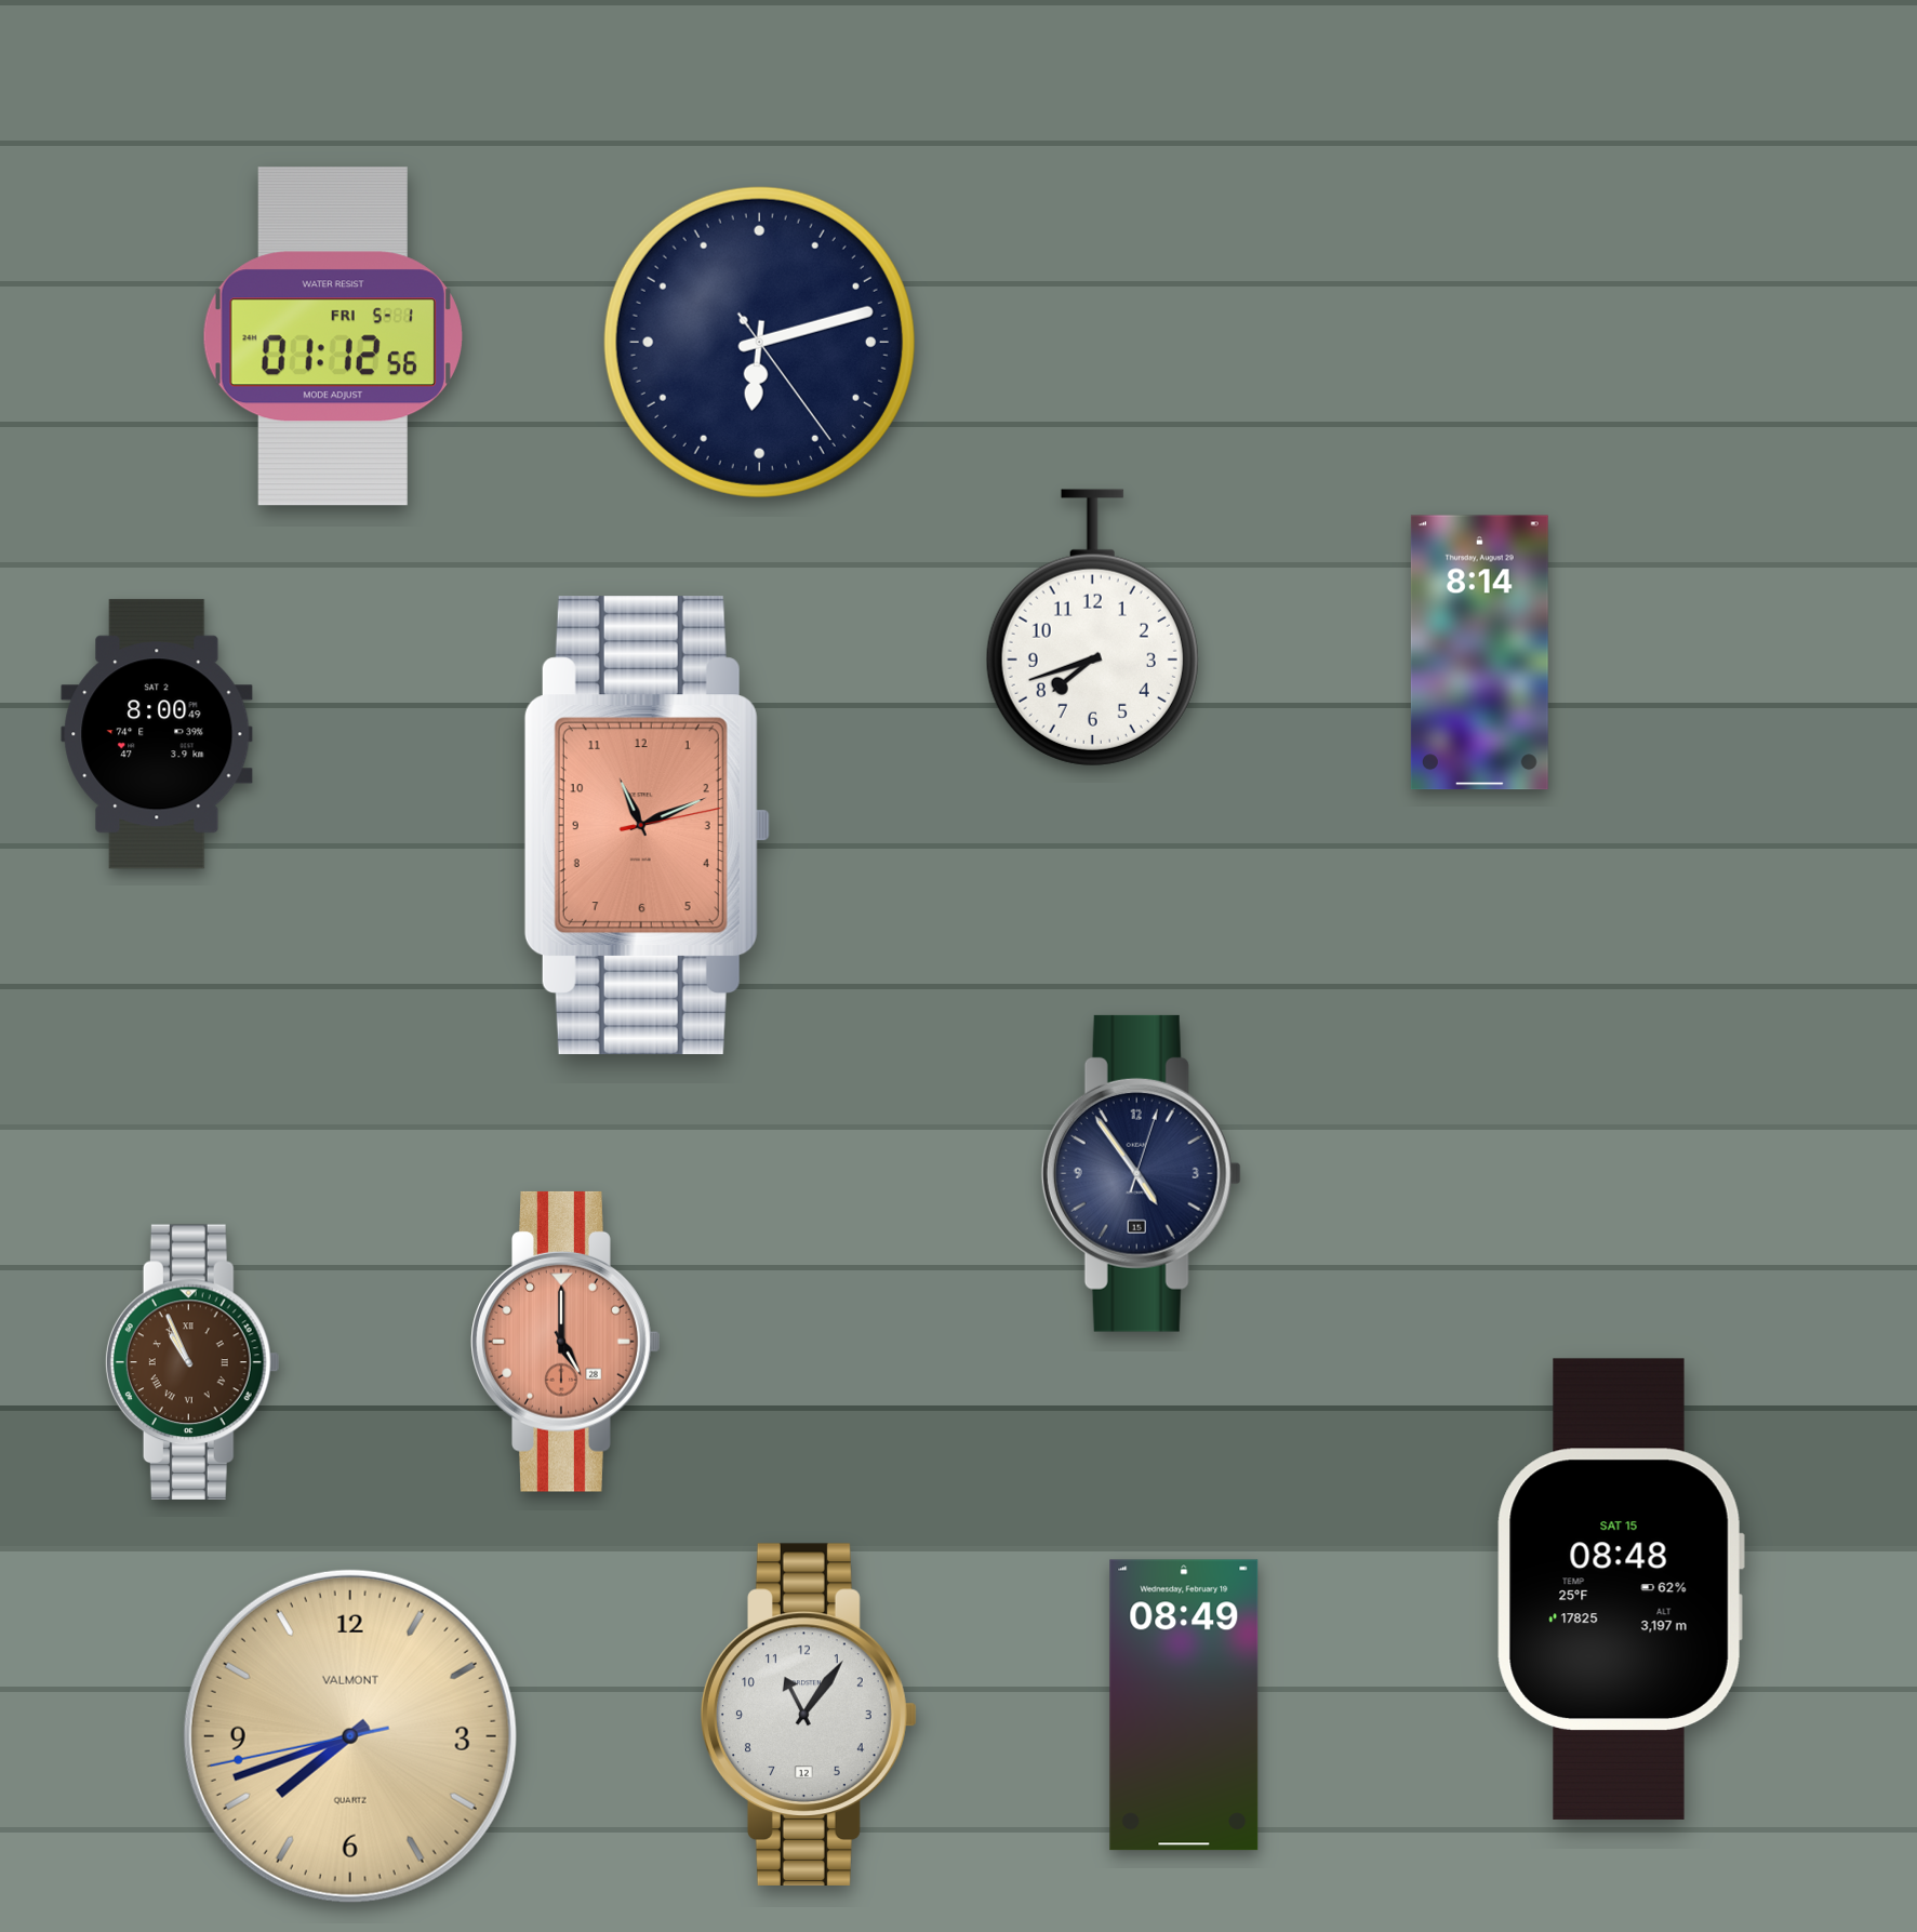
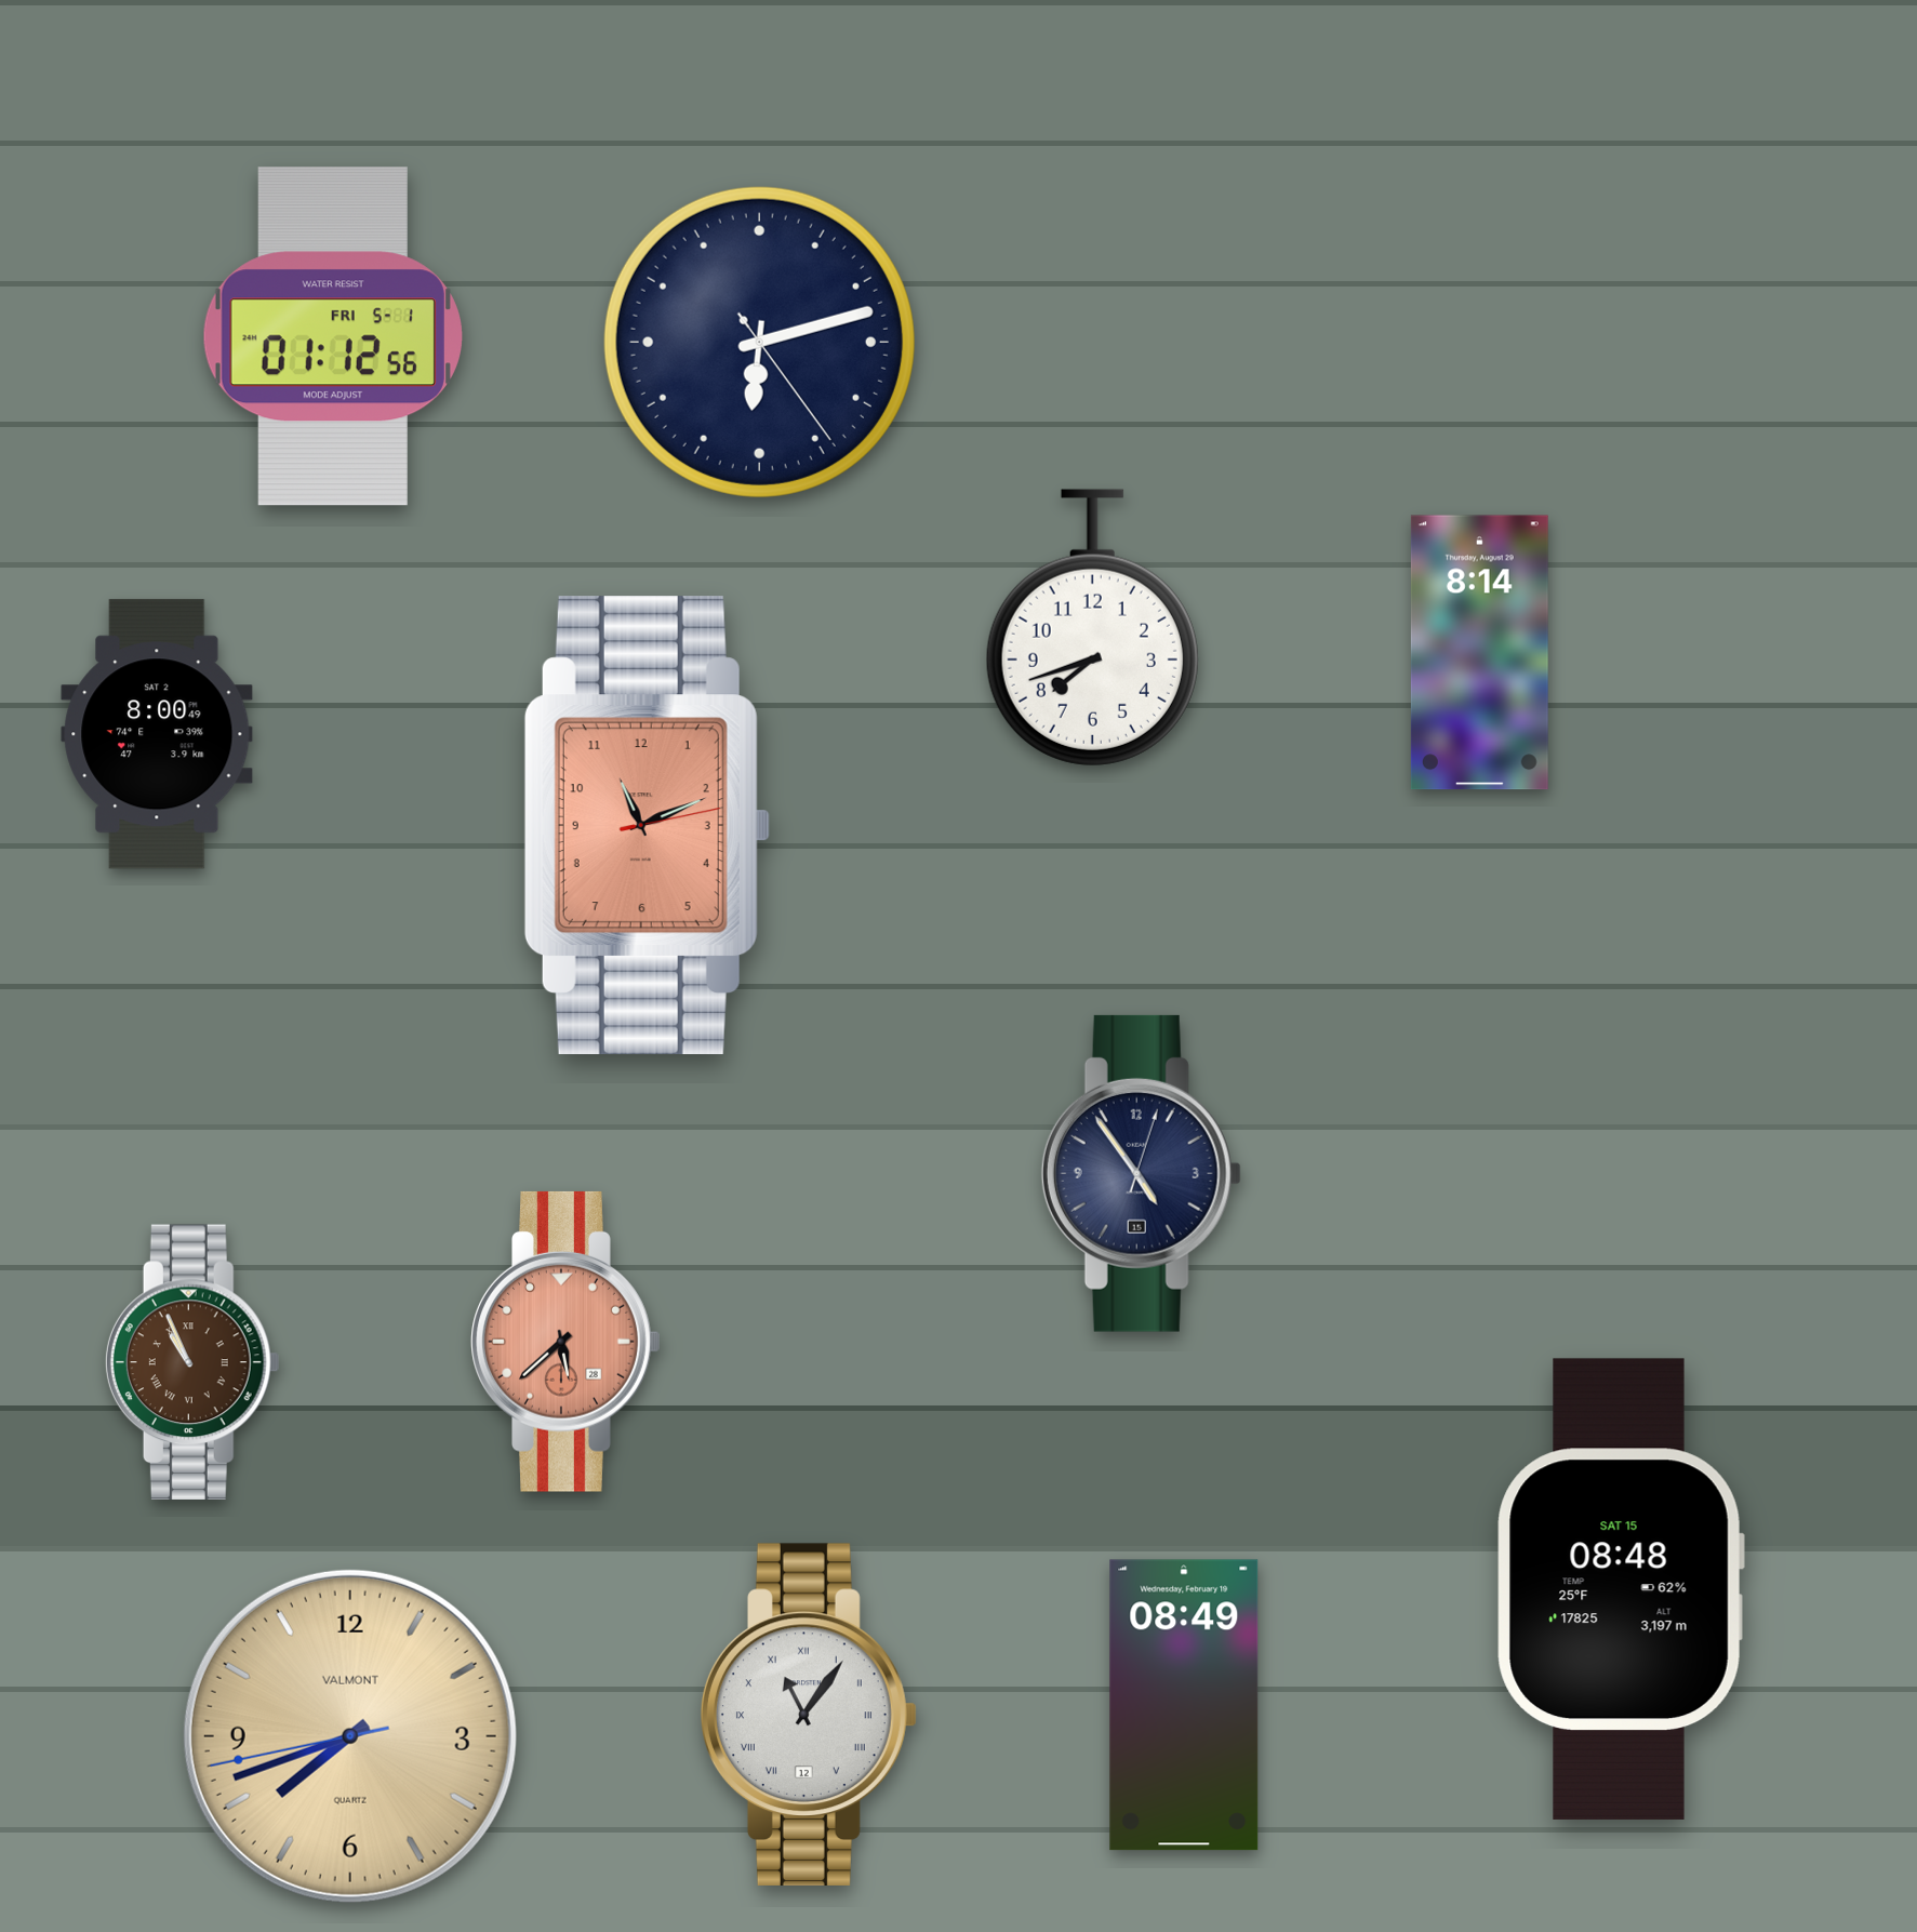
clock at (565, 1342): 5:00 -> 5:38
clock at (809, 1714) numerals: Arabic -> Roman
